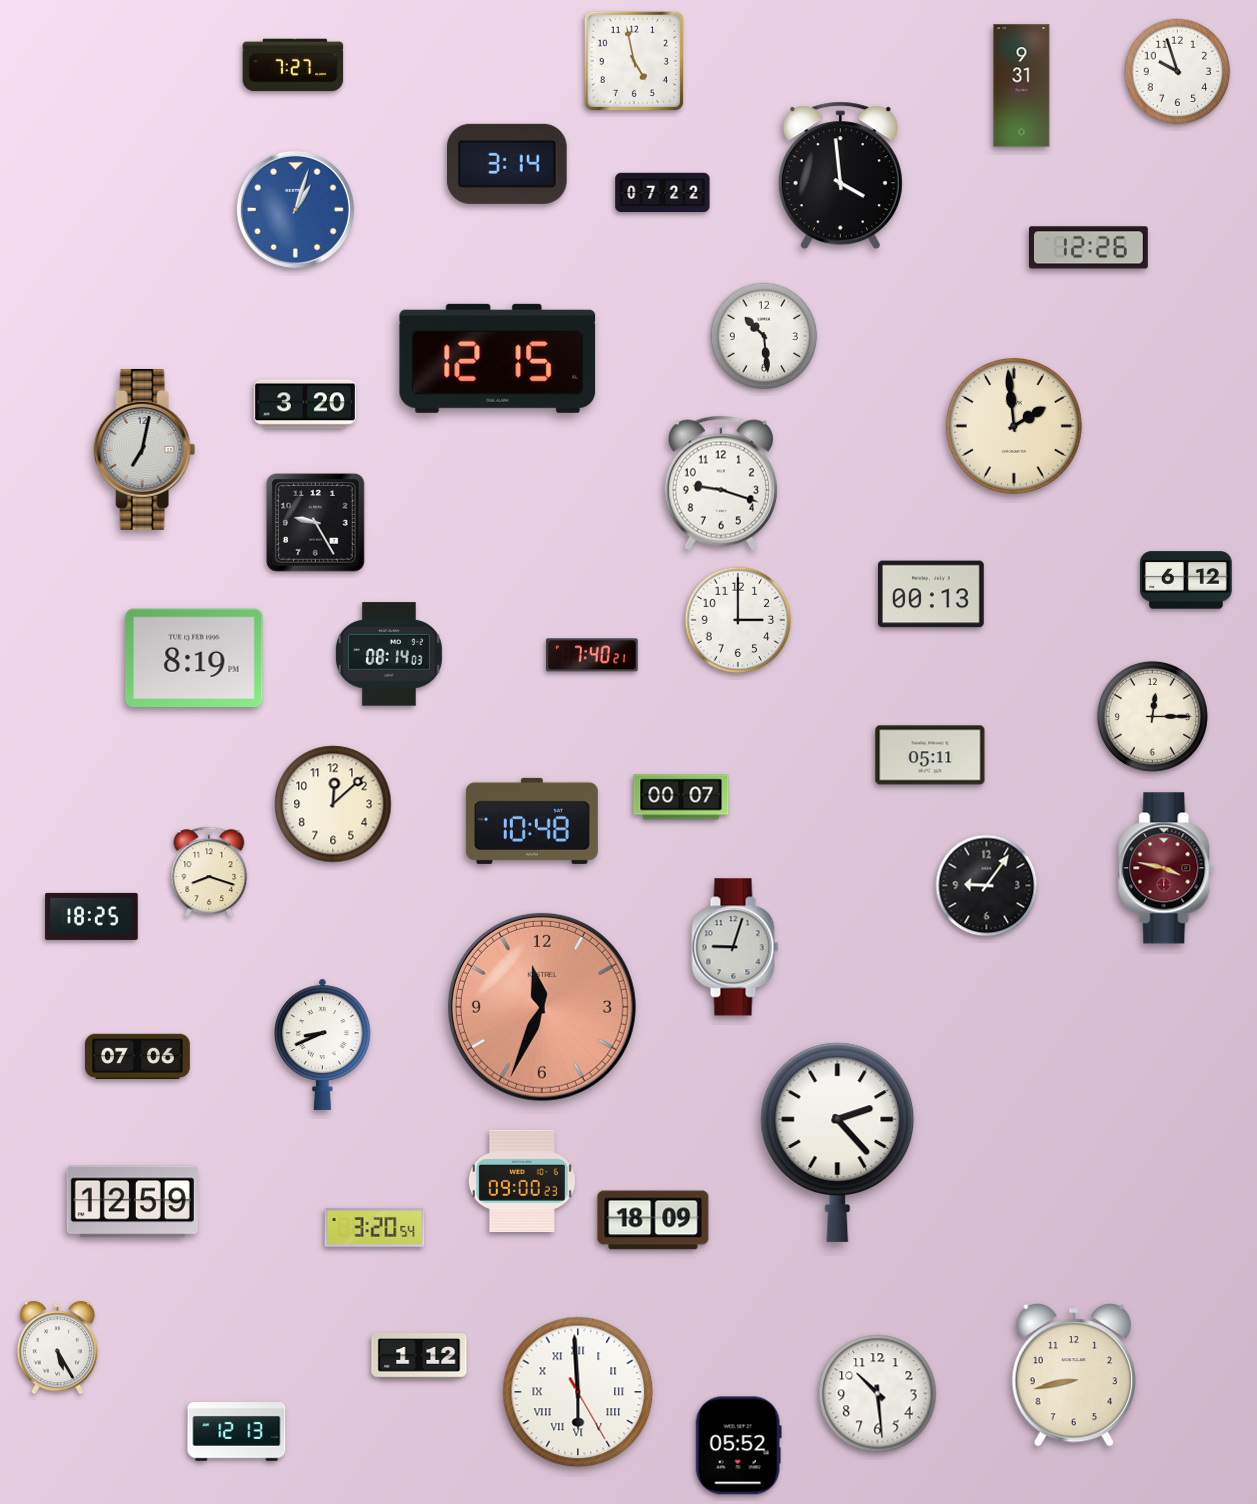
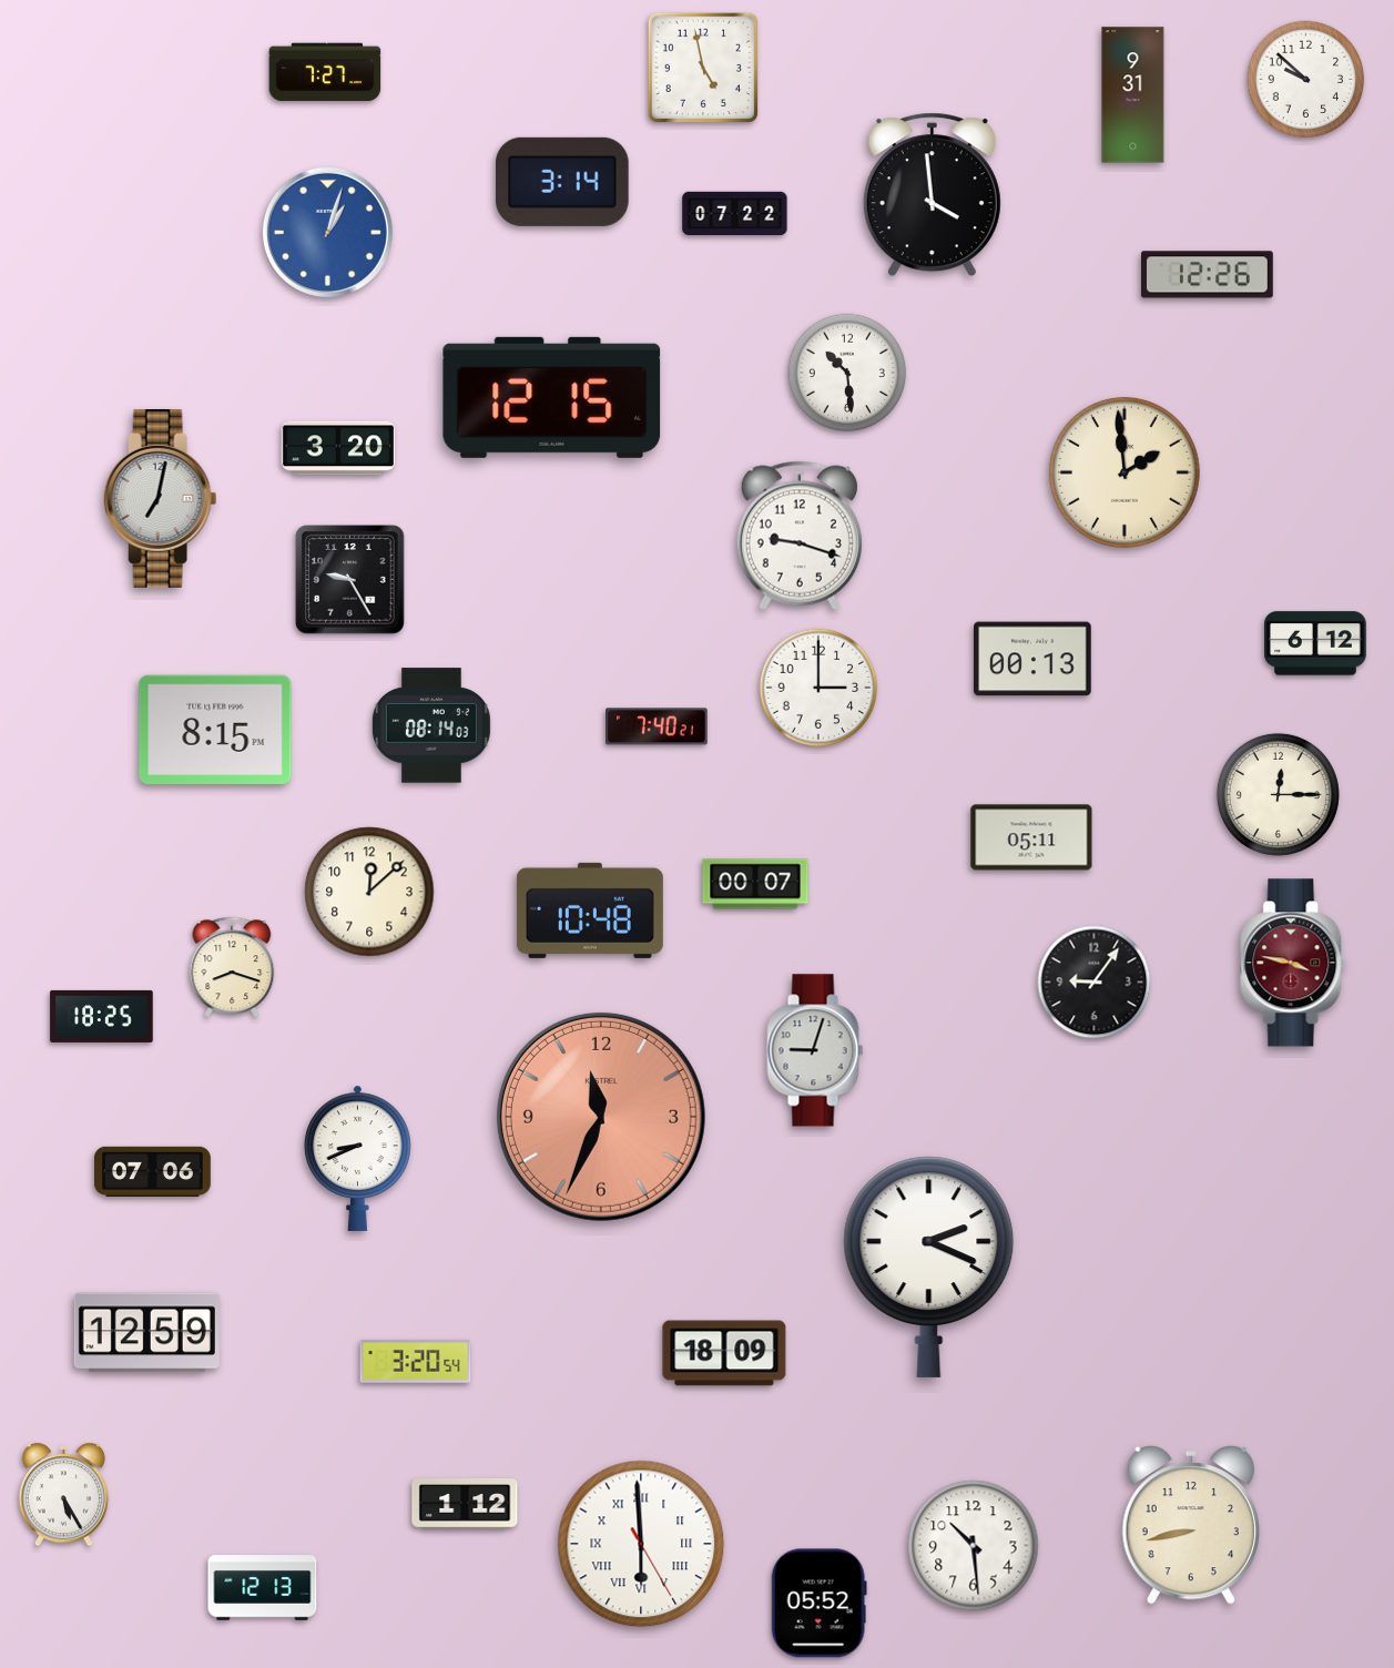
clock at (1178, 72): 9:57 -> 9:52
clock at (194, 658): 8:19 -> 8:15
clock at (838, 1142): 2:23 -> 2:19
clock at (522, 1181): 09:00 -> none
